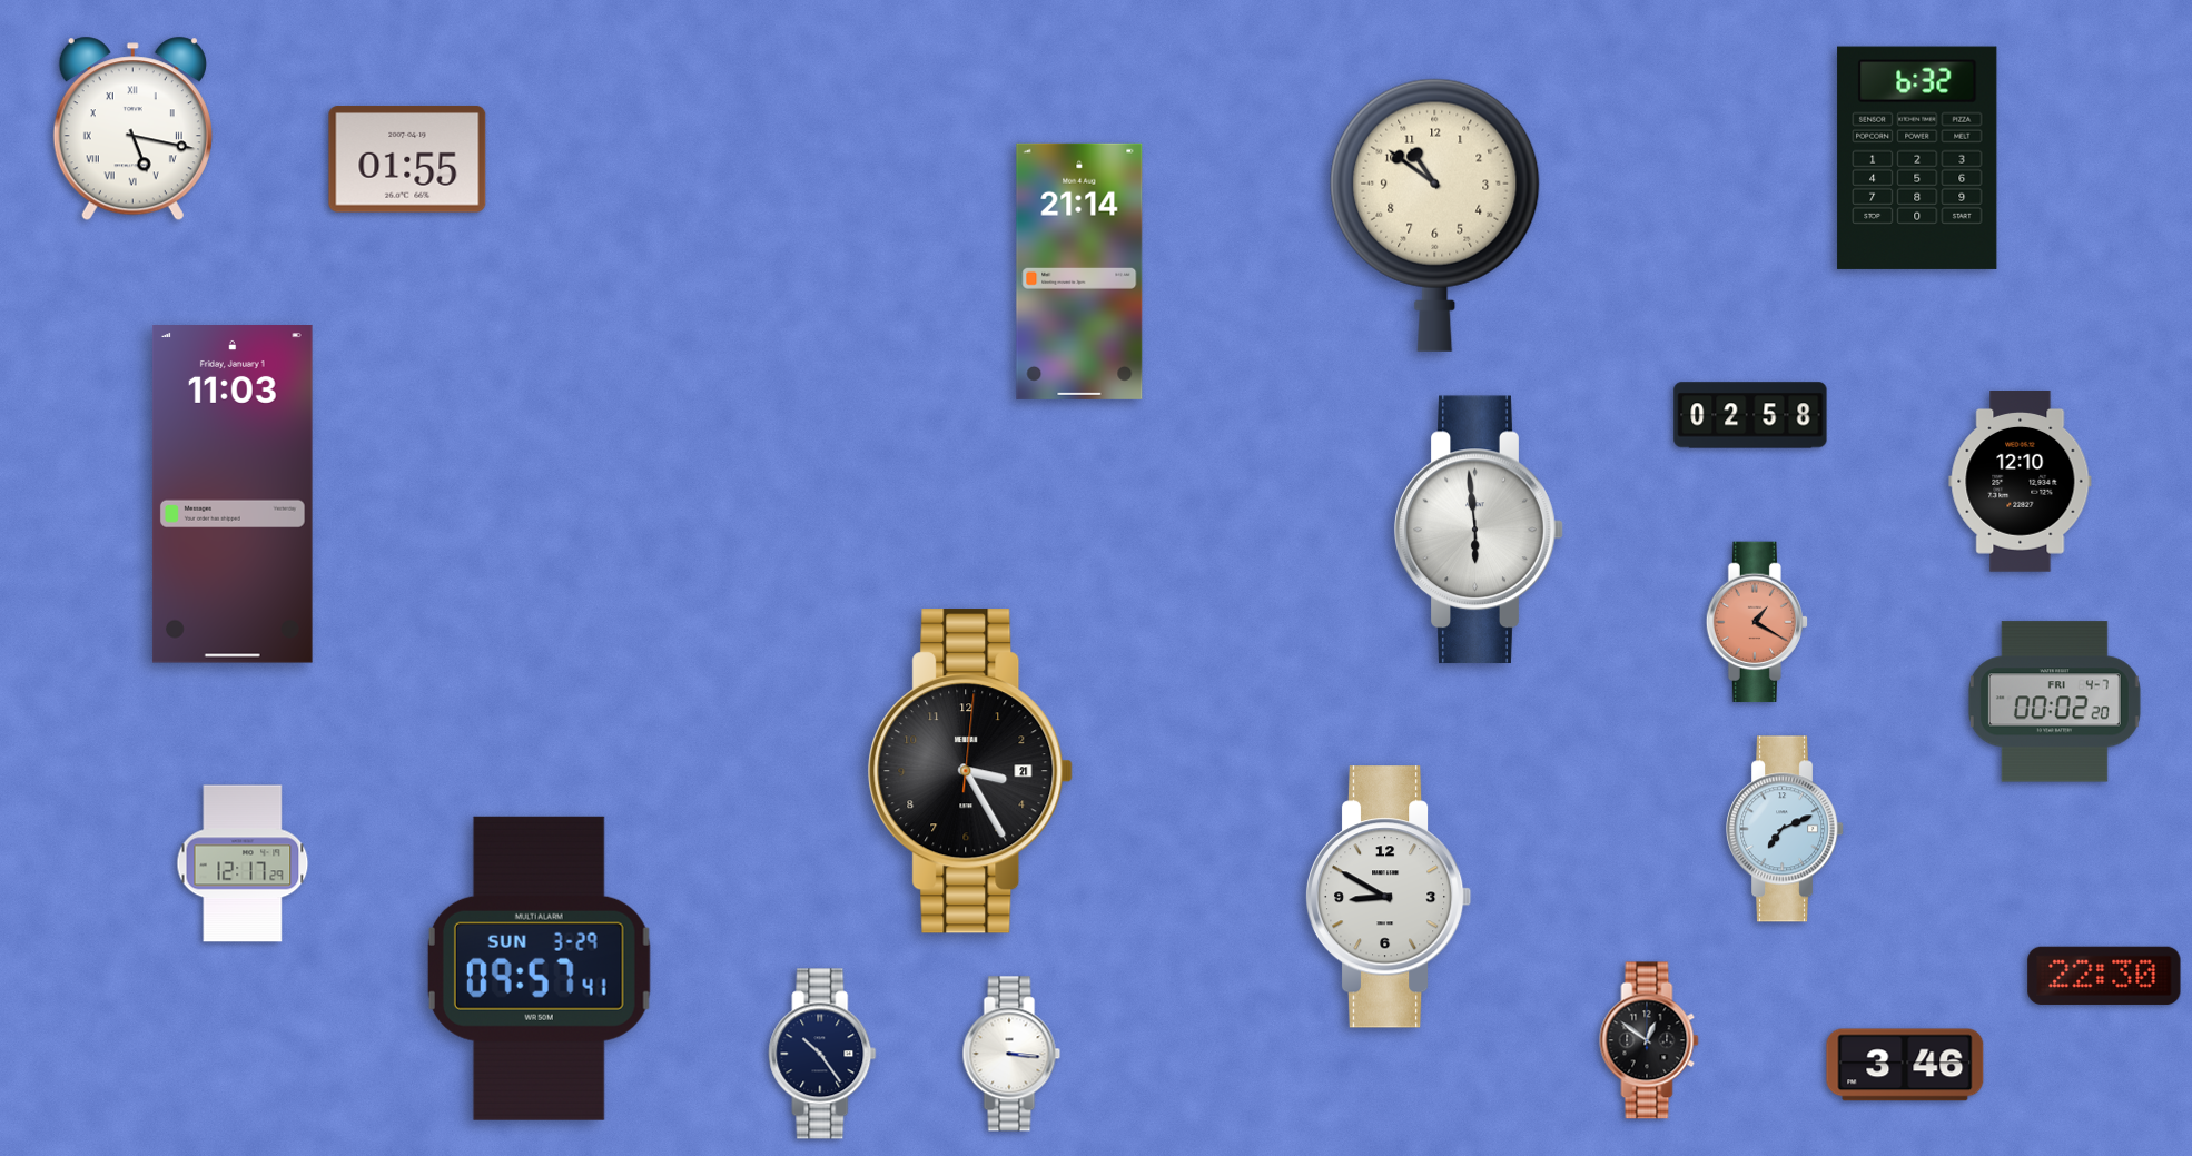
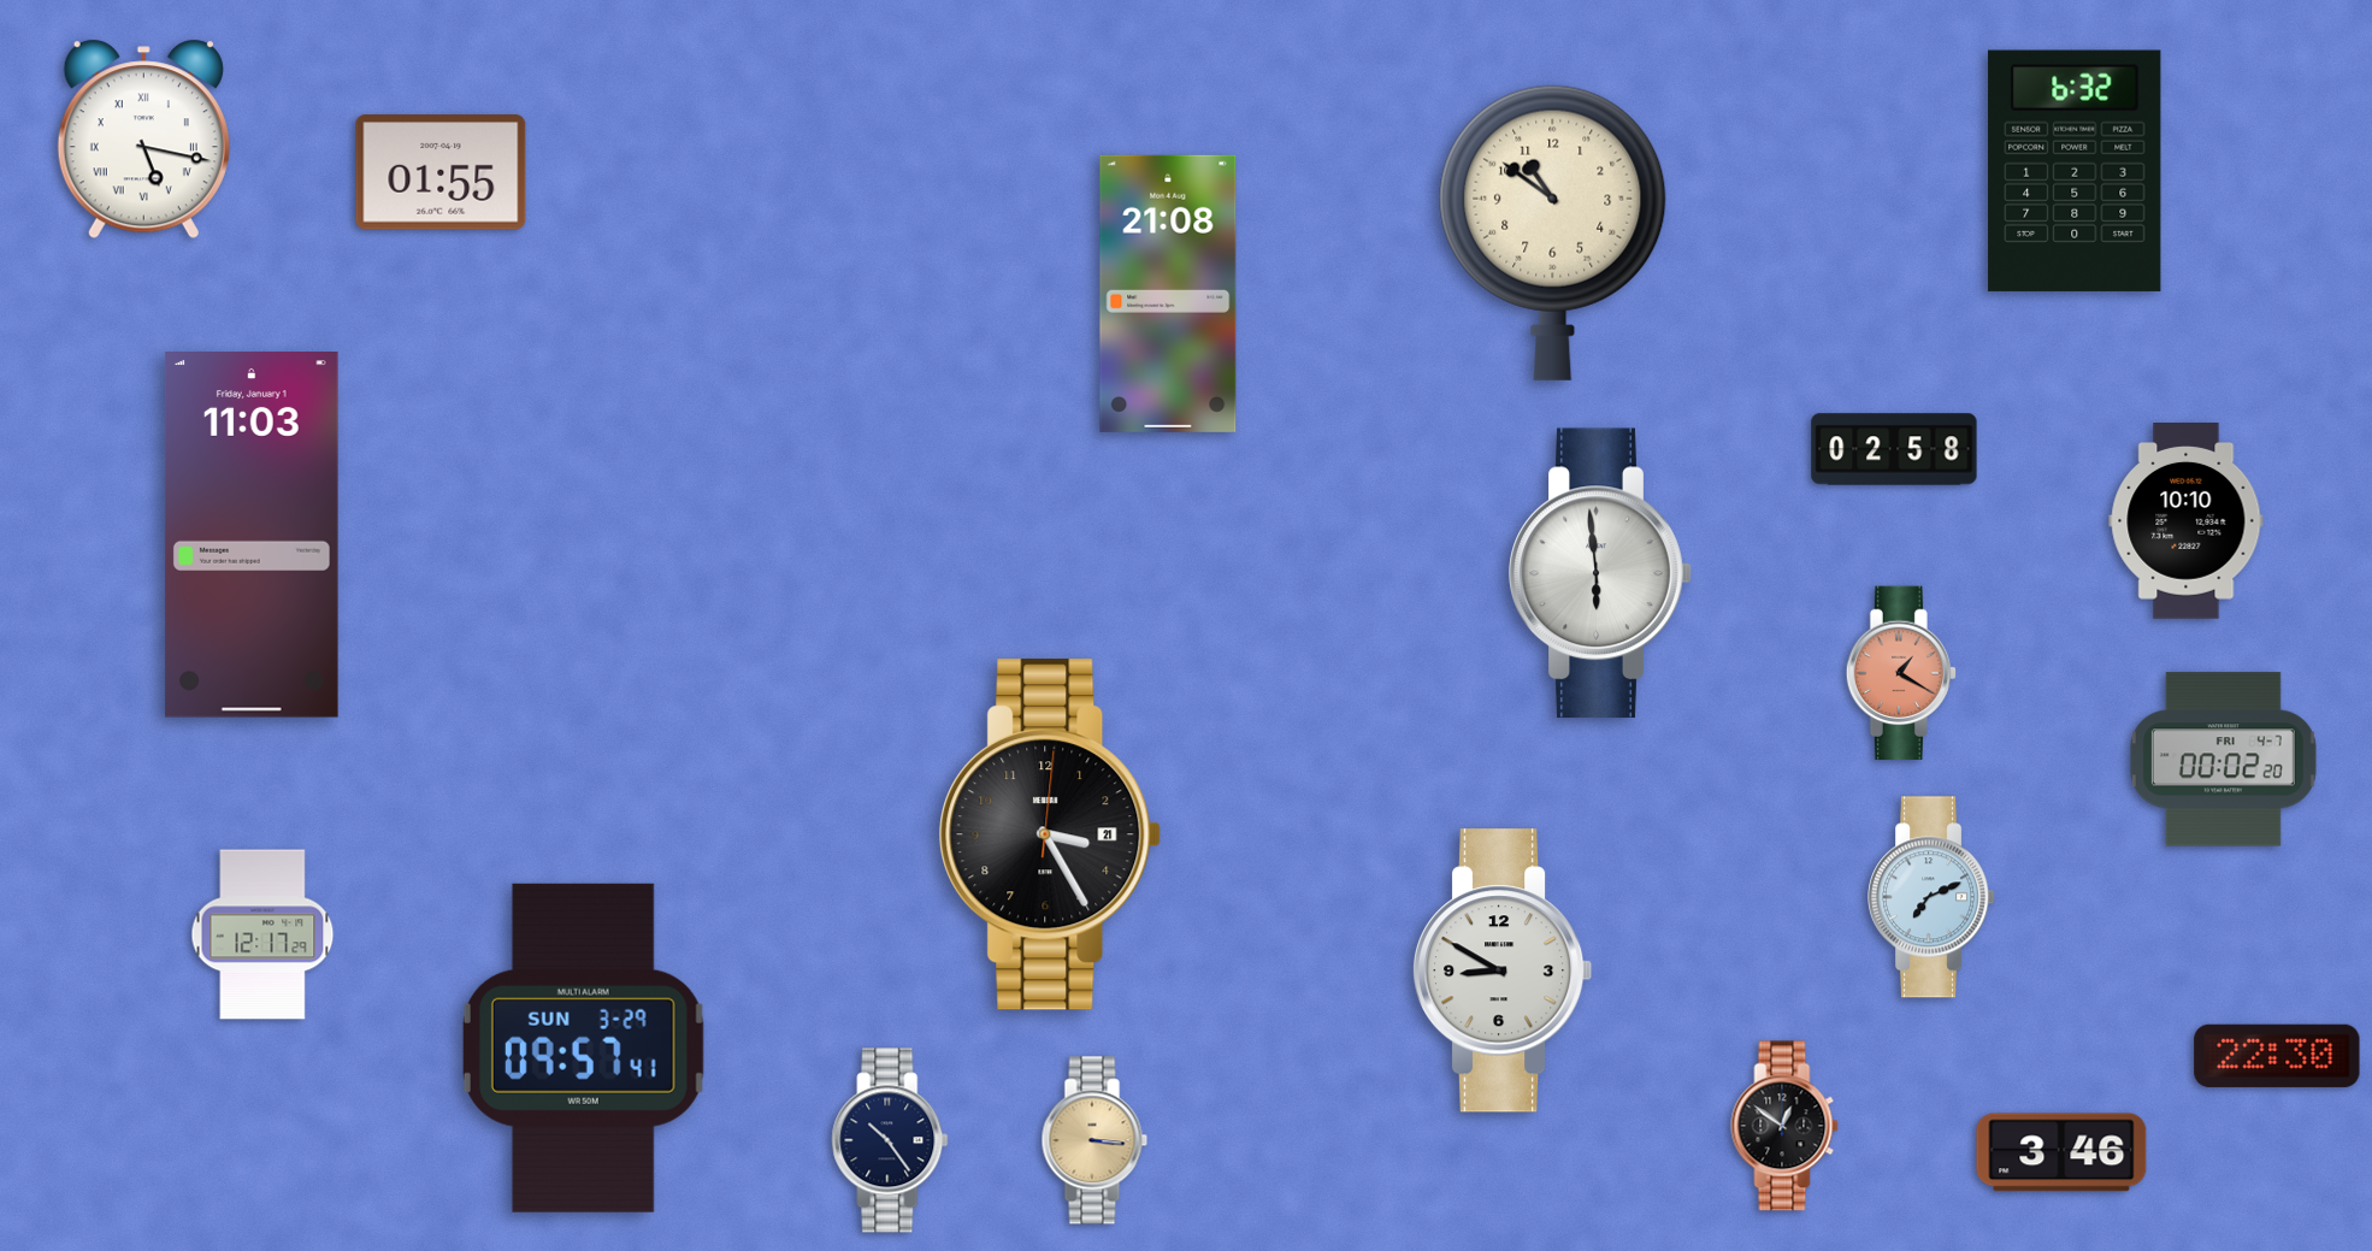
clock at (1079, 271): 21:14 -> 21:08
clock at (2021, 482): 12:10 -> 10:10
clock at (1011, 1054) dial: white -> champagne
